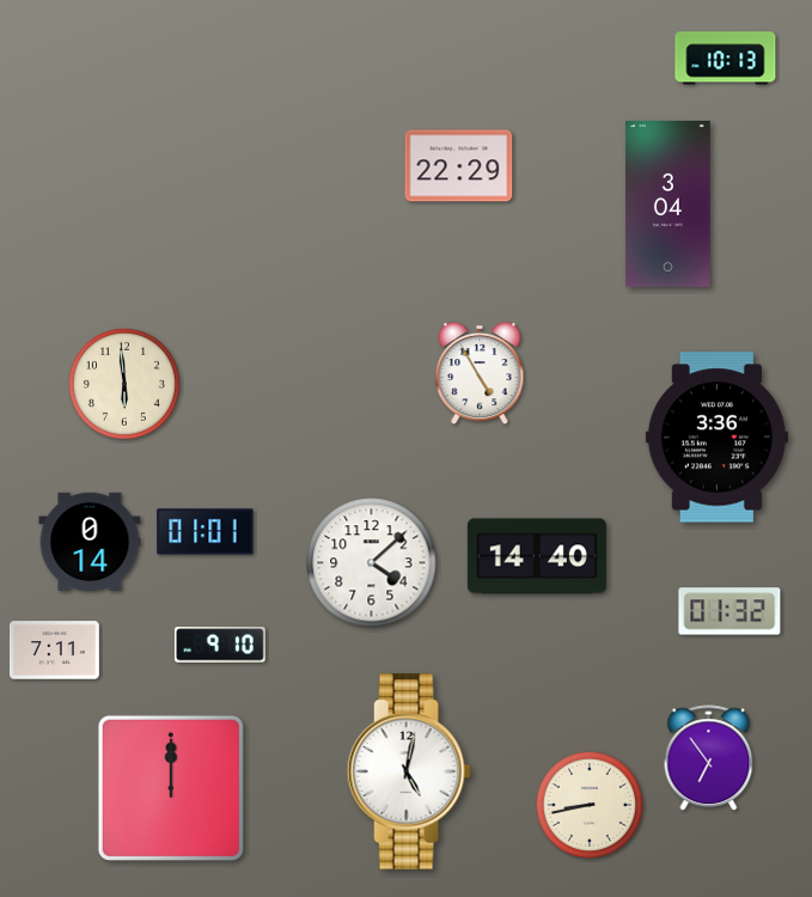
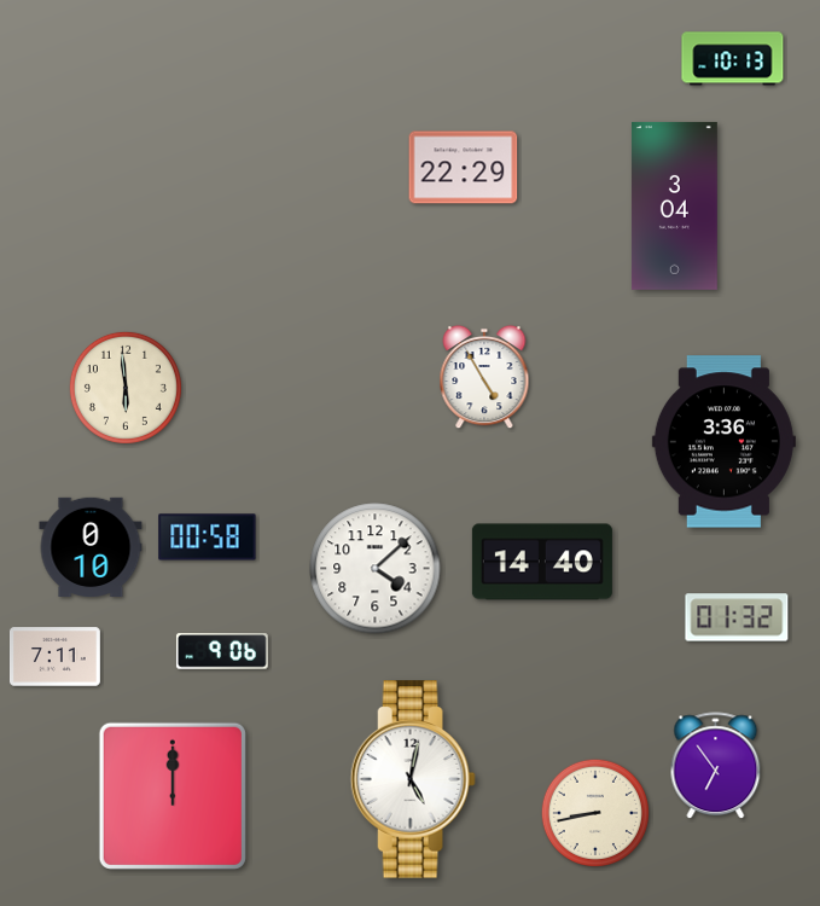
clock at (206, 532): 01:01 -> 00:58
clock at (90, 541): 0:14 -> 0:10
clock at (220, 645): 9:10 -> 9:06
